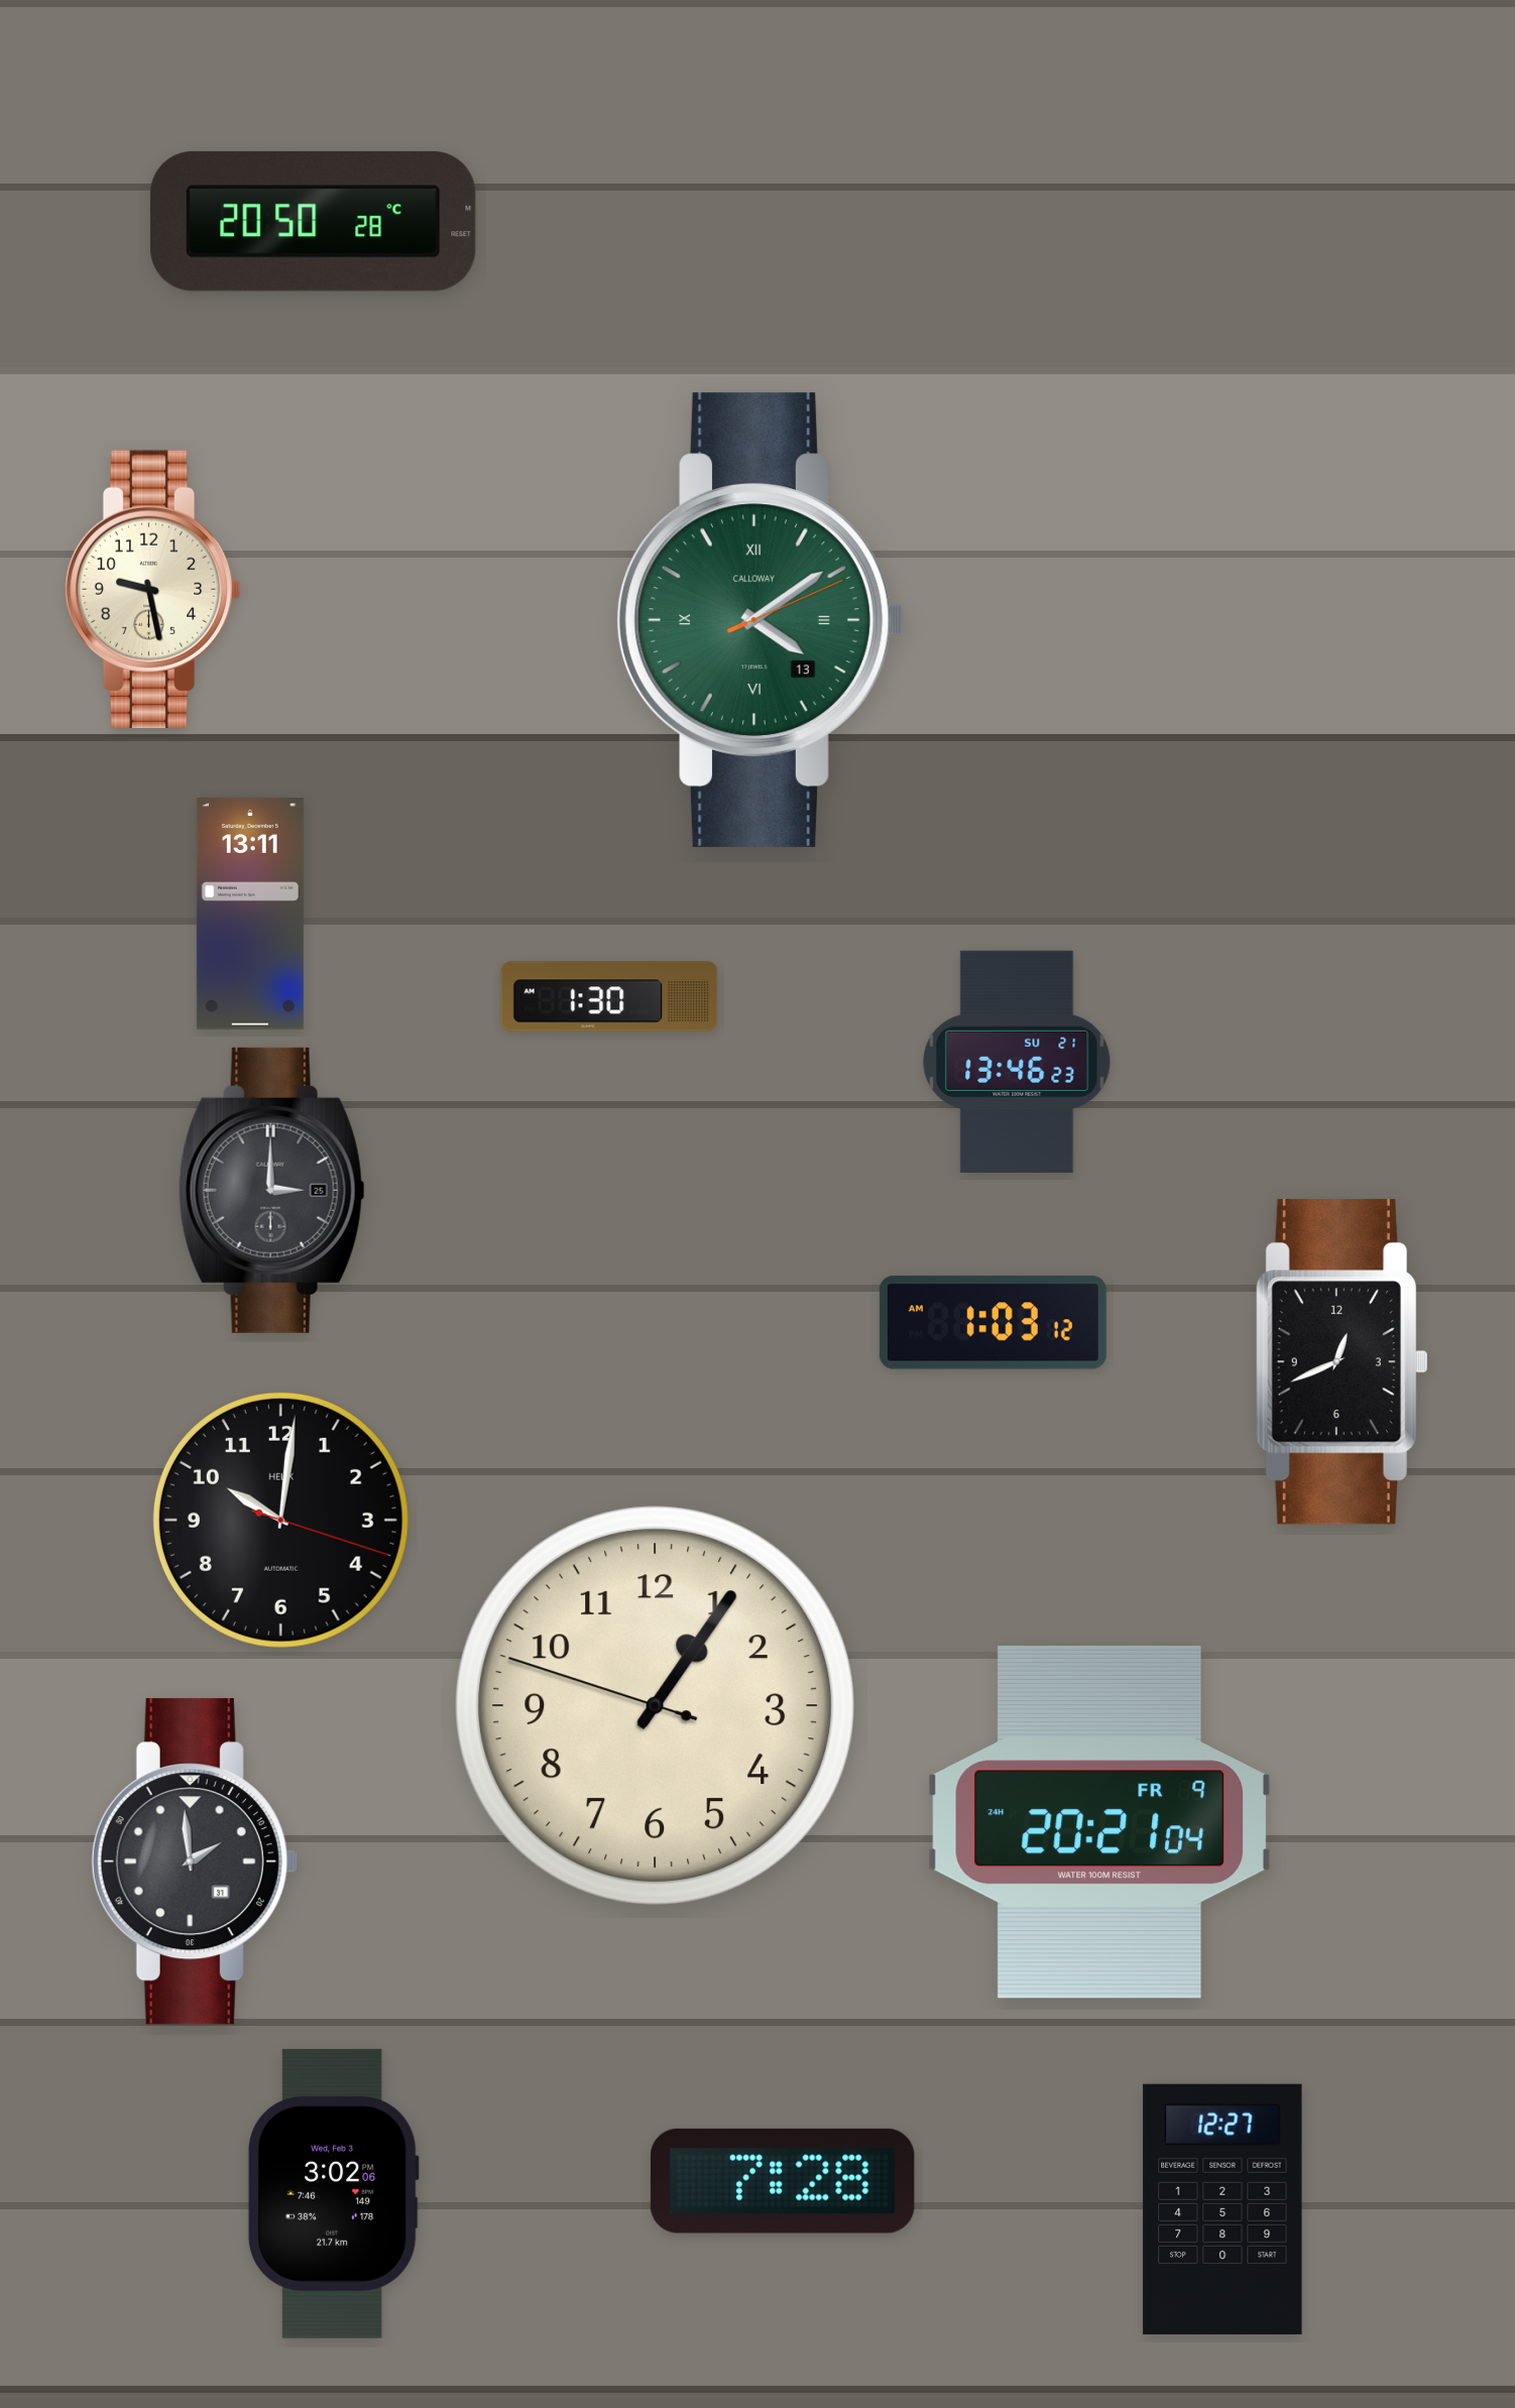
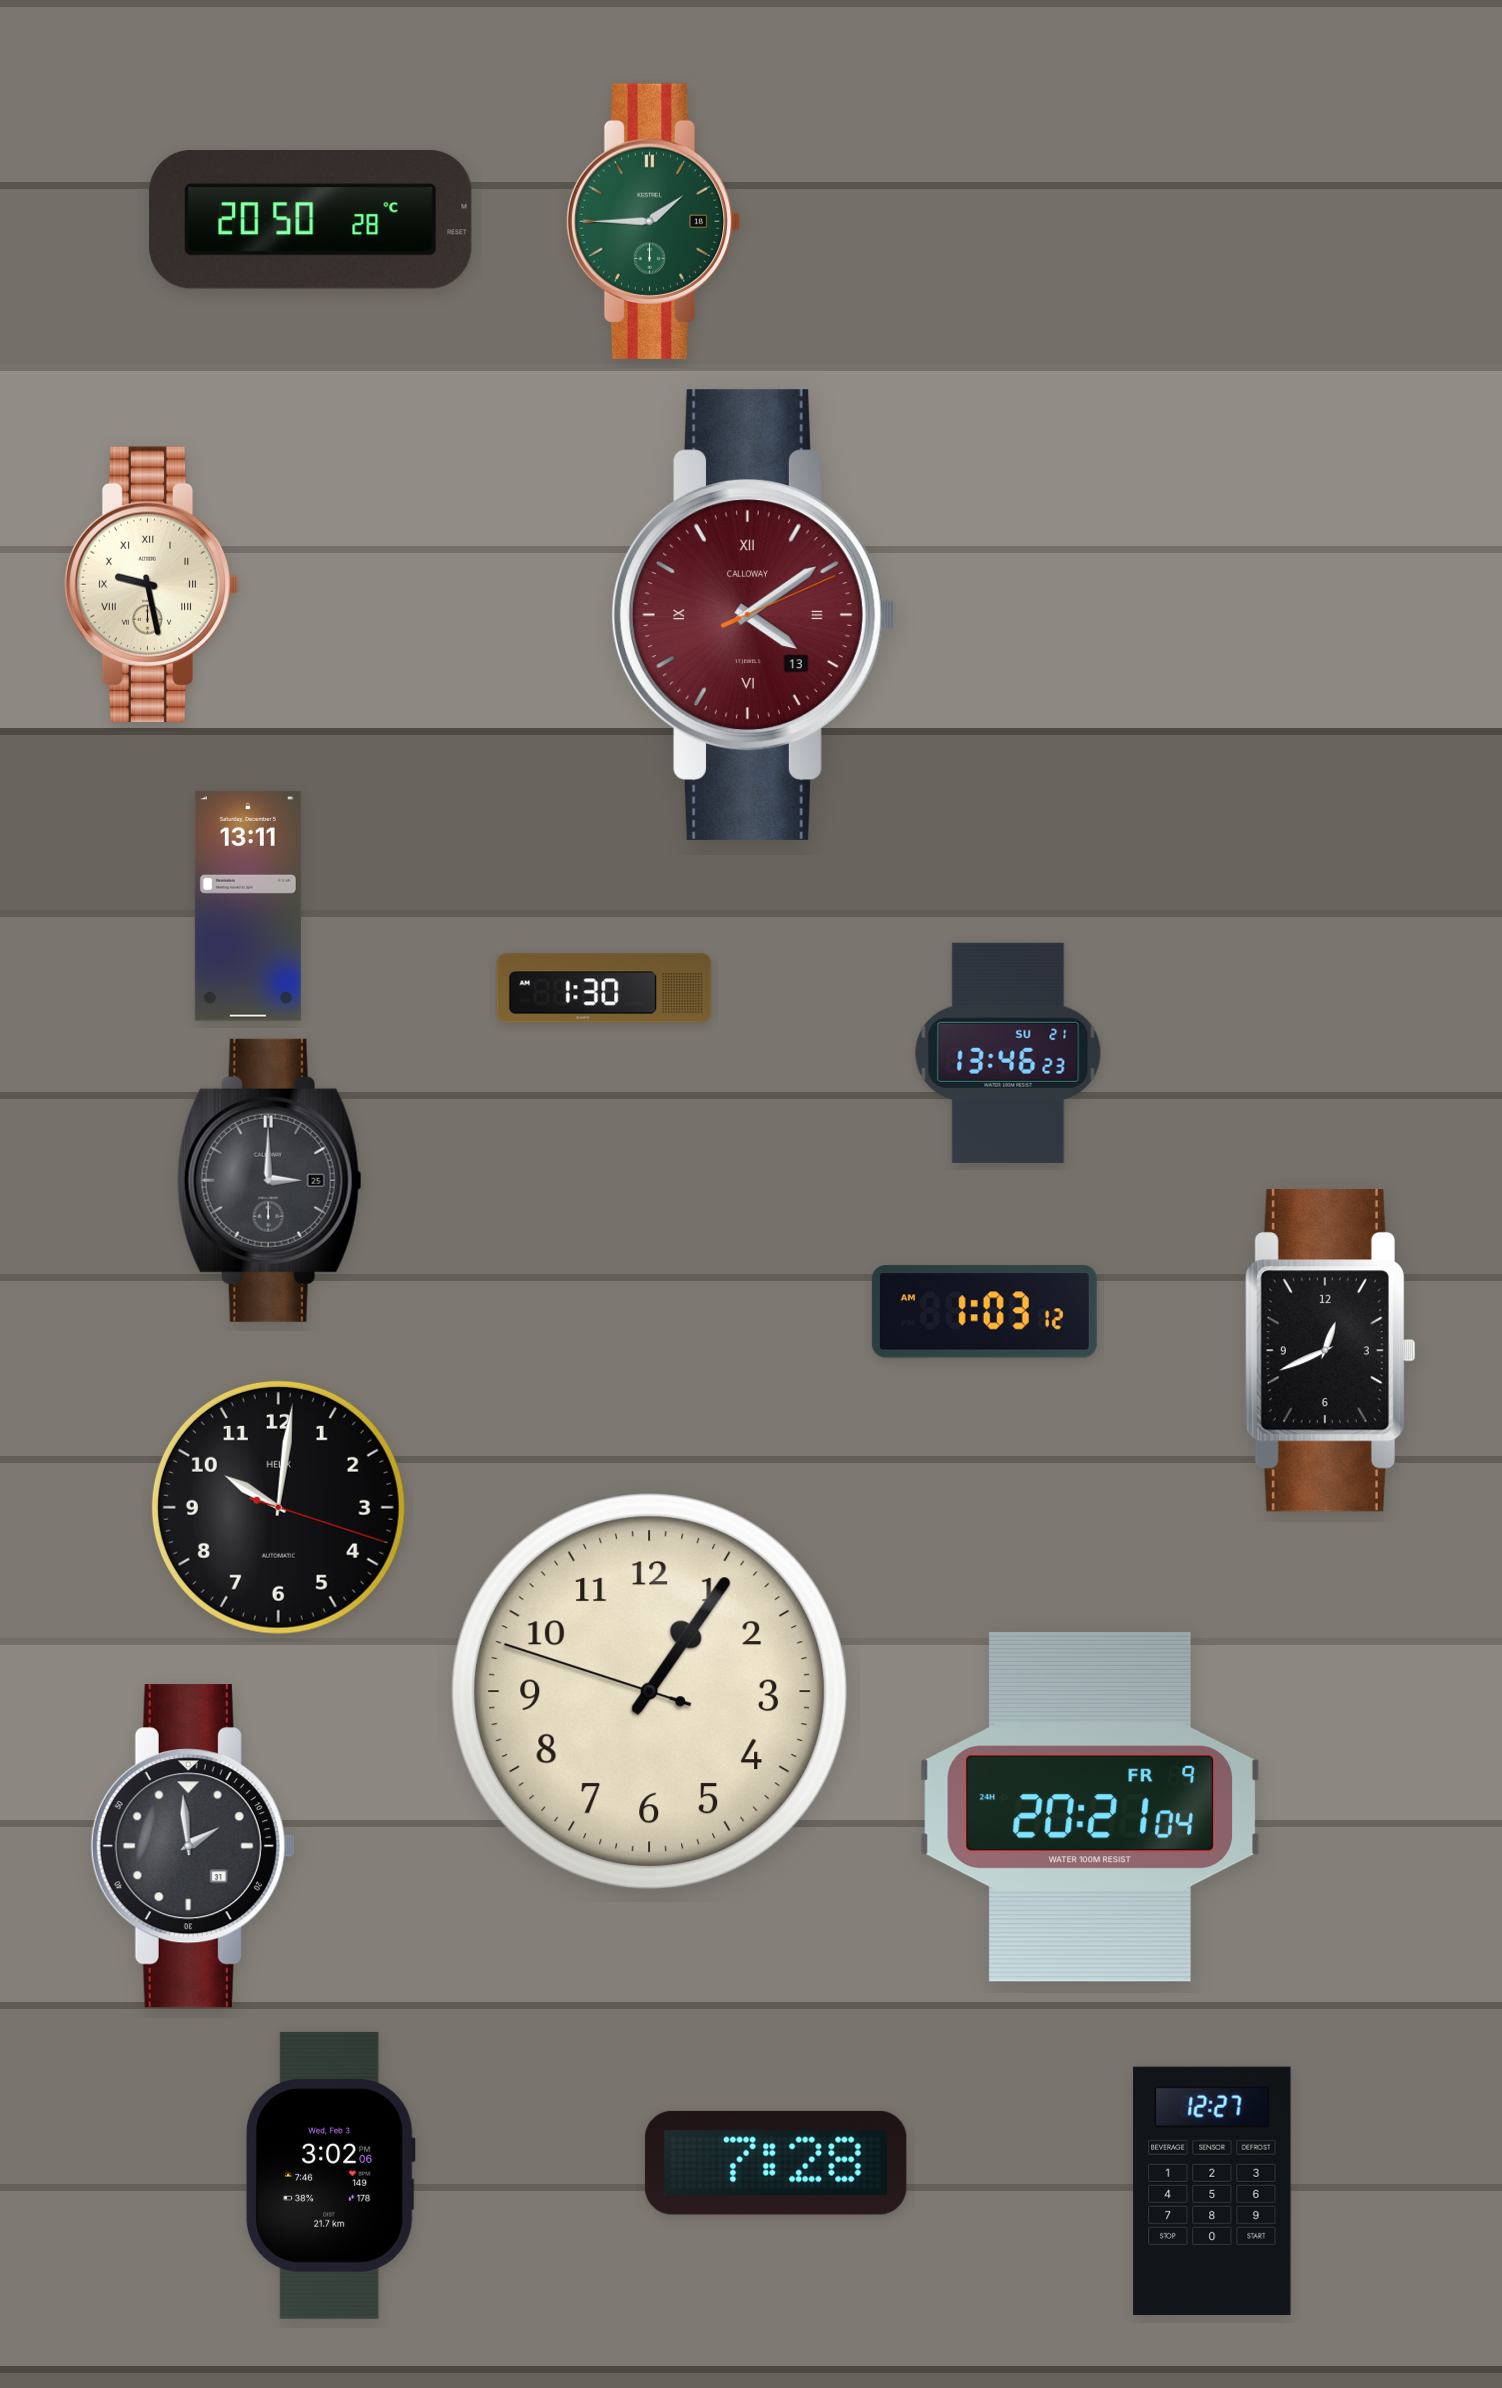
clock at (653, 221): none -> 1:45
clock at (152, 589) numerals: Arabic -> Roman
clock at (761, 620) dial: green -> burgundy
